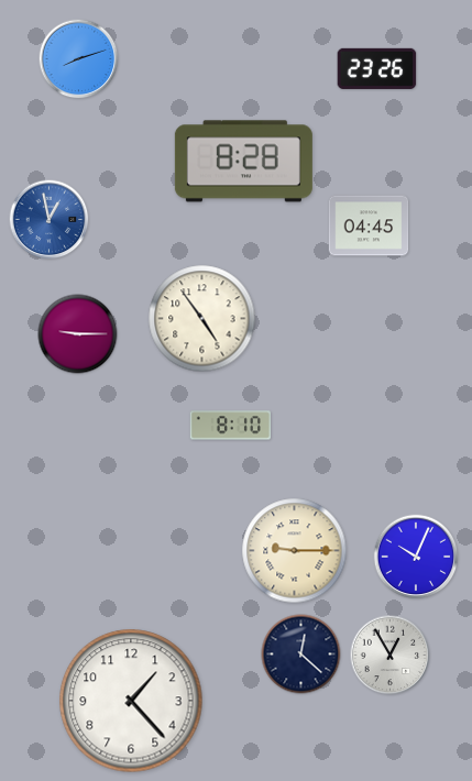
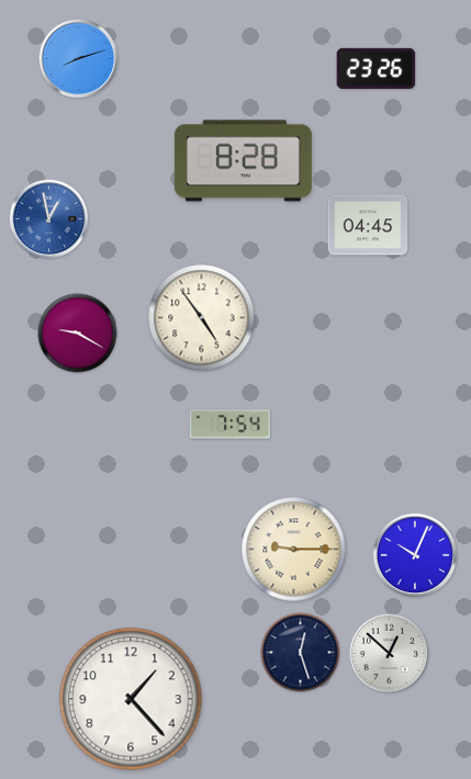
clock at (78, 334): 9:15 -> 9:20
clock at (230, 426): 8:10 -> 7:54
clock at (301, 654): 12:22 -> 12:27
clock at (391, 656): 12:55 -> 12:52
